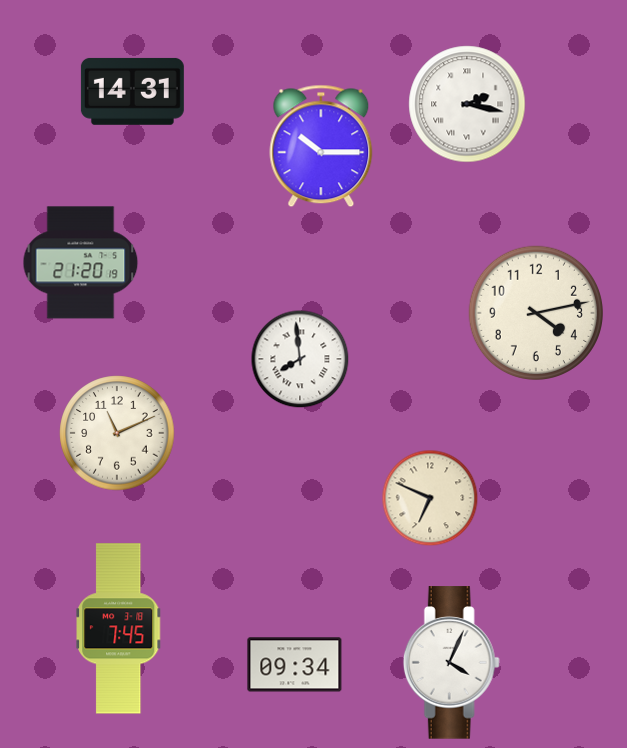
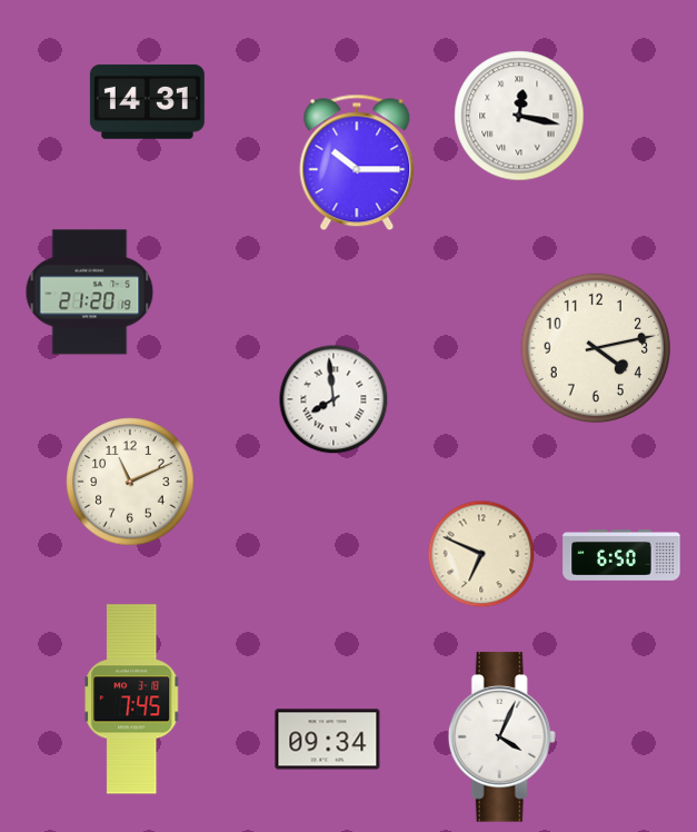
clock at (467, 104): 2:17 -> 12:17
clock at (430, 498) position: (430, 498) -> (481, 554)
clock at (621, 556): none -> 6:50
